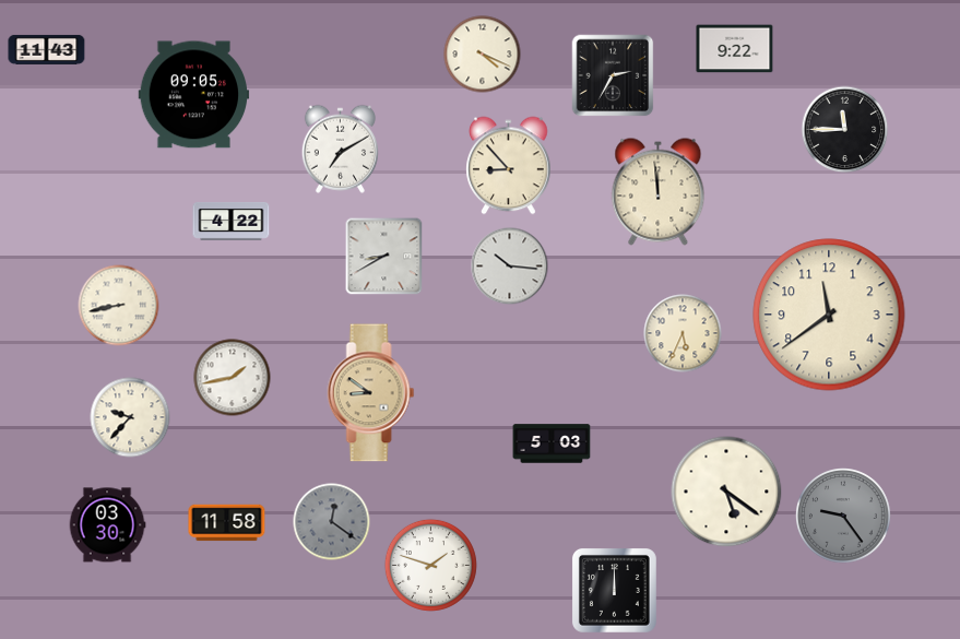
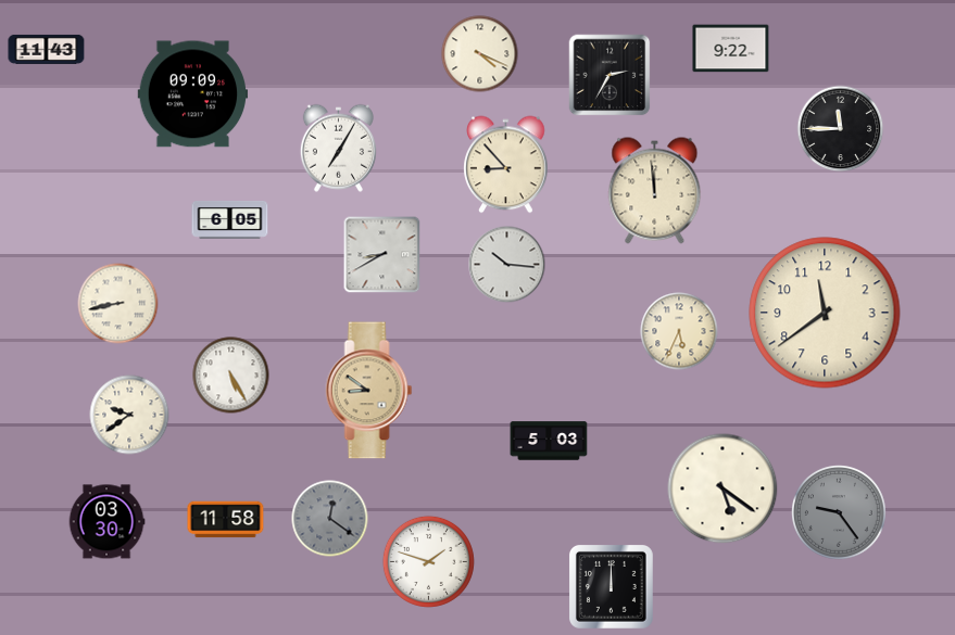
clock at (194, 95): 09:05 -> 09:09
clock at (340, 149): 7:10 -> 7:05
clock at (232, 221): 4:22 -> 6:05
clock at (233, 378): 1:43 -> 5:25
clock at (130, 417): 9:37 -> 9:39
